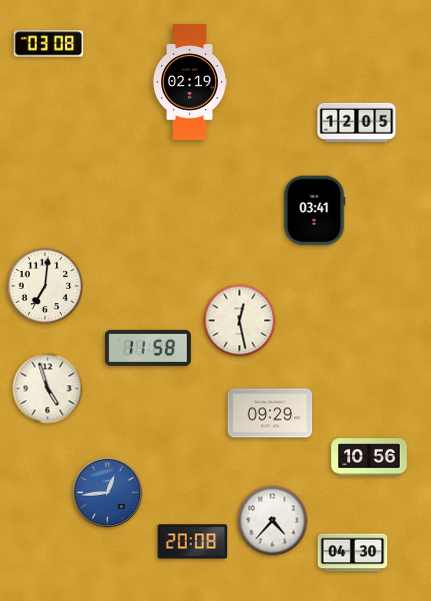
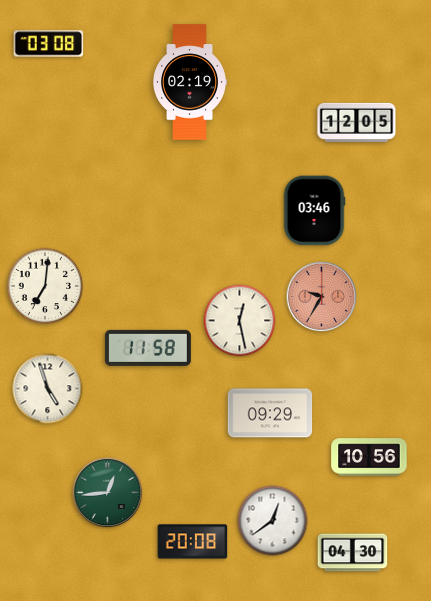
clock at (314, 211): 03:41 -> 03:46
clock at (322, 297): none -> 9:35
clock at (108, 493) dial: blue -> green
clock at (273, 521): 4:37 -> 12:39
